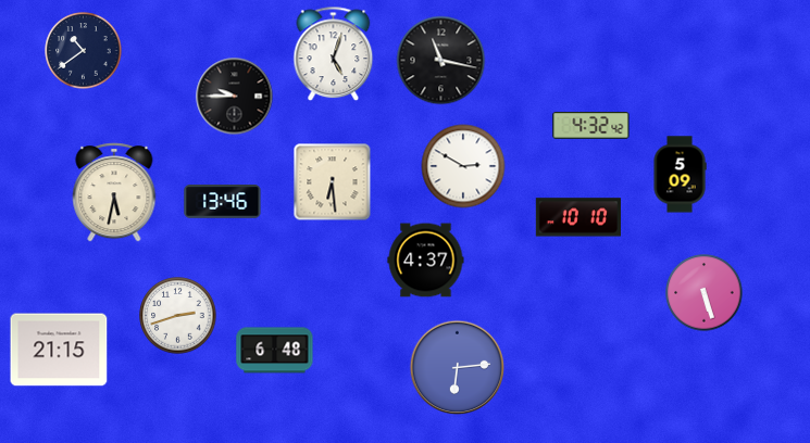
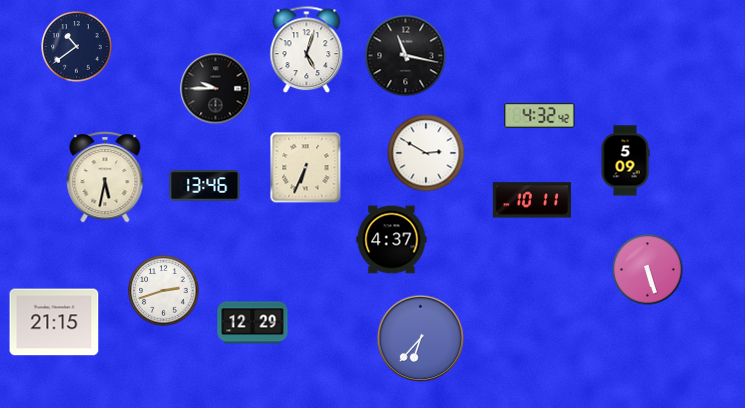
clock at (591, 126) position: (591, 126) -> (540, 116)
clock at (333, 182): 6:29 -> 6:34
clock at (578, 217): 10:10 -> 10:11
clock at (275, 351): 6:48 -> 12:29
clock at (458, 368): 6:14 -> 6:37
